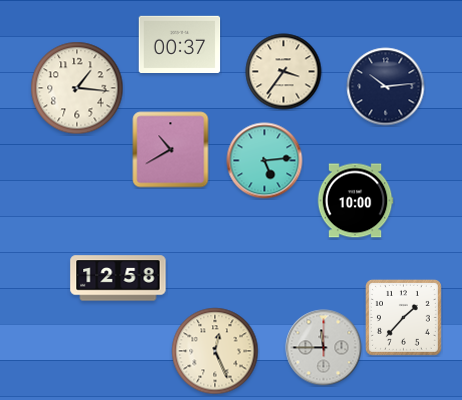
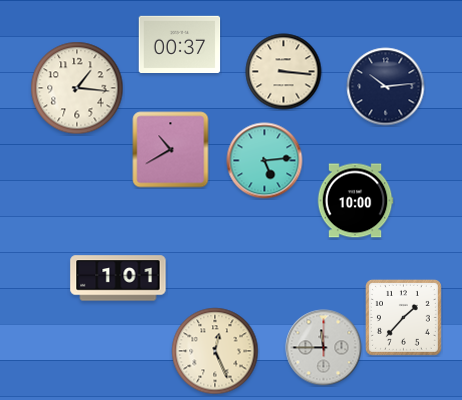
clock at (284, 72): 3:36 -> 3:16
clock at (118, 278): 12:58 -> 1:01
